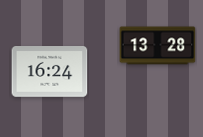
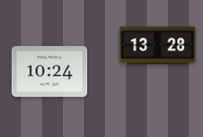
clock at (50, 72): 16:24 -> 10:24
